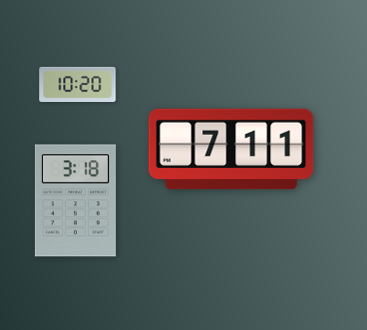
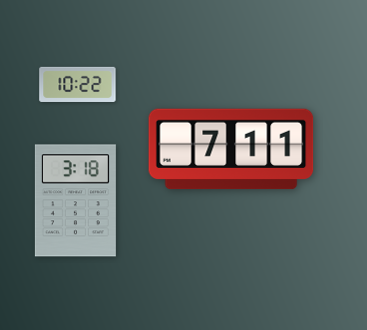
clock at (78, 84): 10:20 -> 10:22
